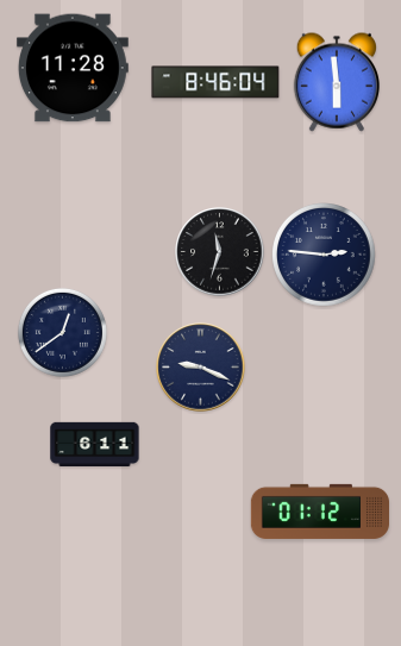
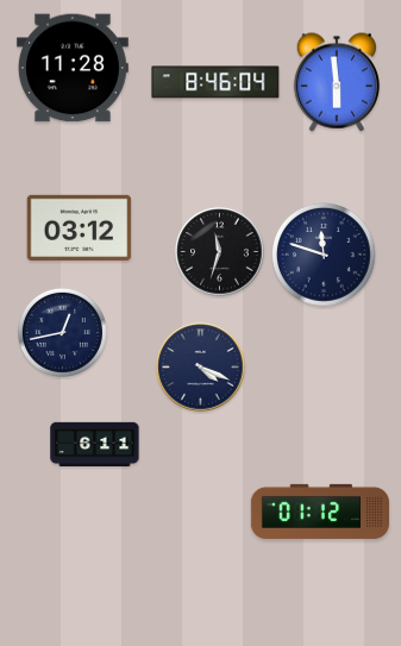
clock at (80, 227): none -> 03:12
clock at (325, 256): 2:46 -> 11:48
clock at (62, 332): 12:39 -> 12:43
clock at (201, 368): 9:19 -> 4:19
